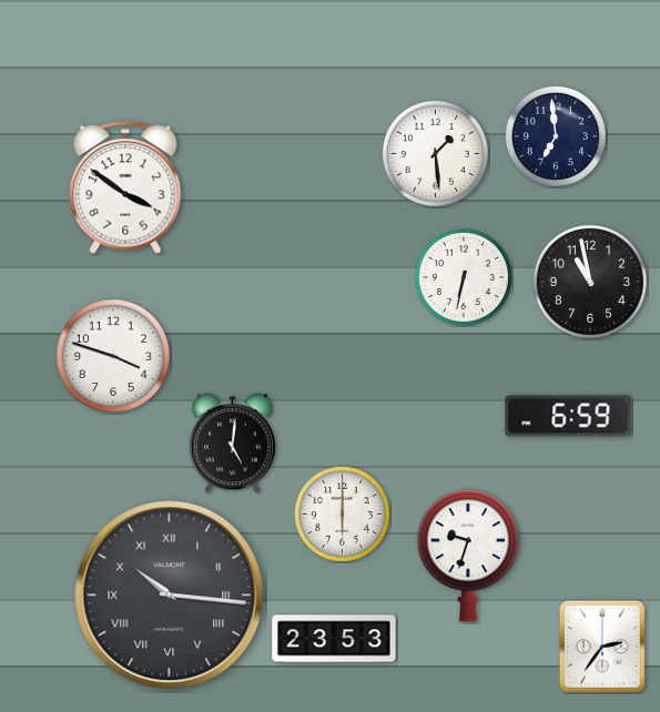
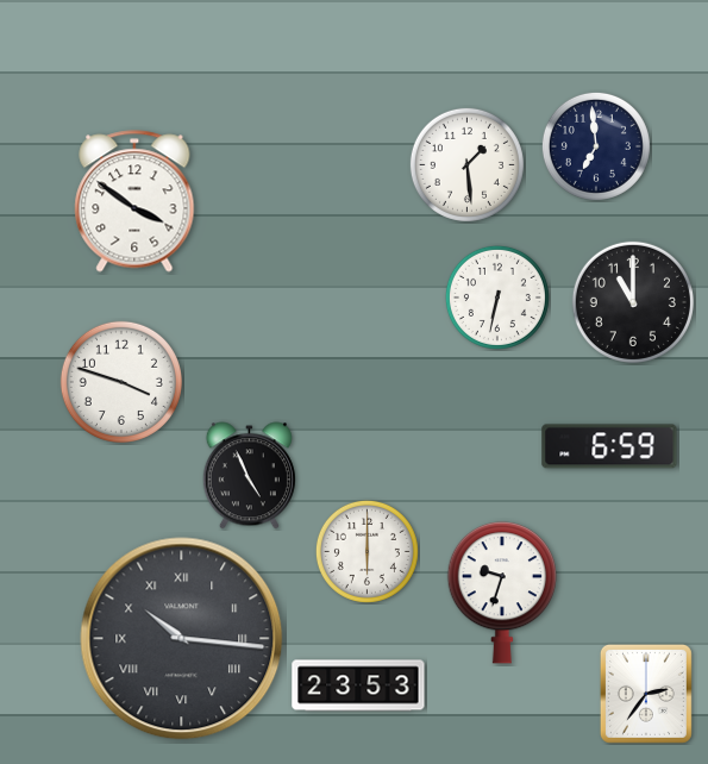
clock at (590, 282): 10:58 -> 11:00
clock at (232, 444): 5:01 -> 4:56
clock at (467, 556) position: (467, 556) -> (501, 593)
